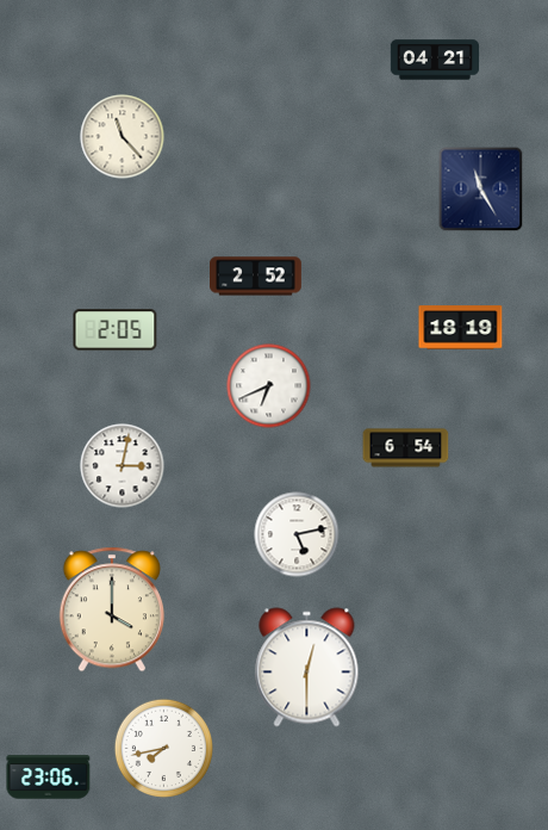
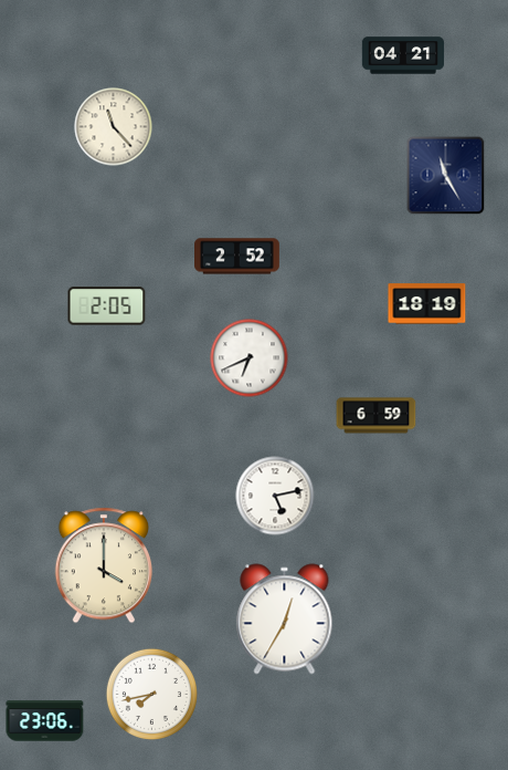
clock at (406, 448): 6:54 -> 6:59
clock at (123, 466): 3:02 -> none
clock at (307, 668): 12:30 -> 12:35
